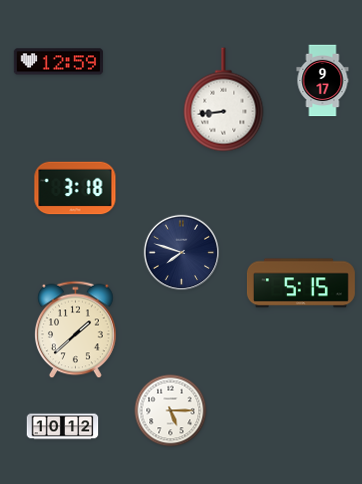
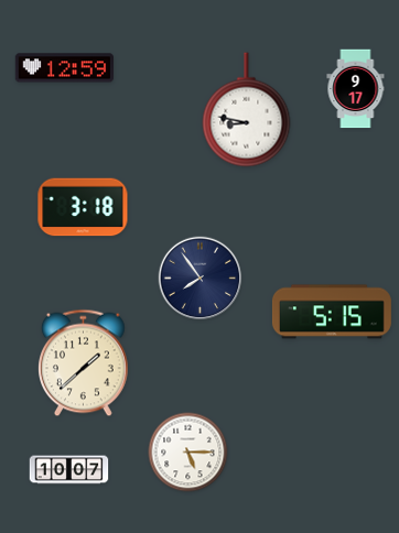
clock at (224, 100): 8:44 -> 8:47
clock at (182, 253): 7:48 -> 7:54
clock at (63, 427): 10:12 -> 10:07
